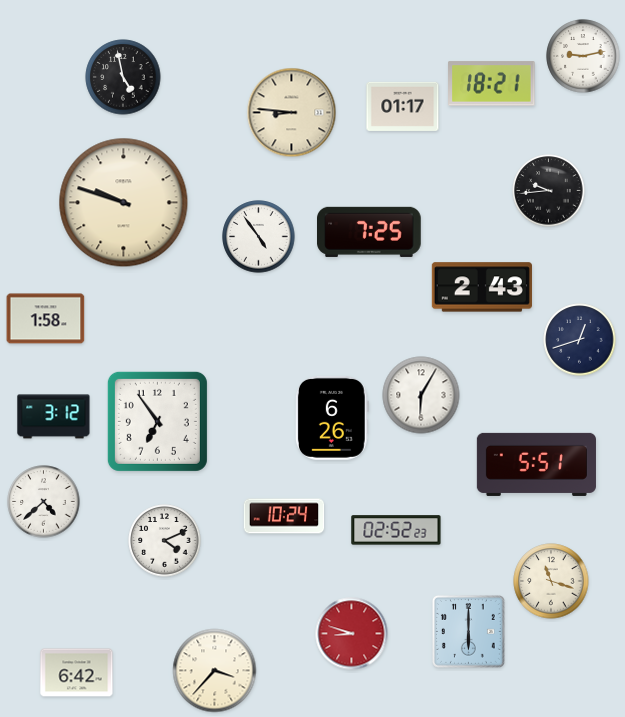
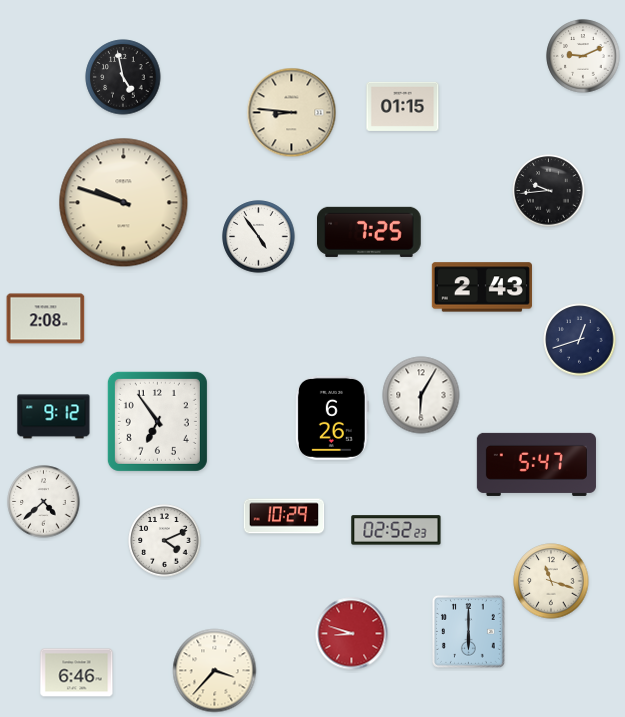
clock at (583, 56): 9:13 -> 9:11
clock at (492, 84): 18:21 -> none
clock at (403, 106): 01:17 -> 01:15
clock at (46, 319): 1:58 -> 2:08
clock at (54, 417): 3:12 -> 9:12
clock at (536, 464): 5:51 -> 5:47
clock at (284, 516): 10:24 -> 10:29
clock at (77, 673): 6:42 -> 6:46
